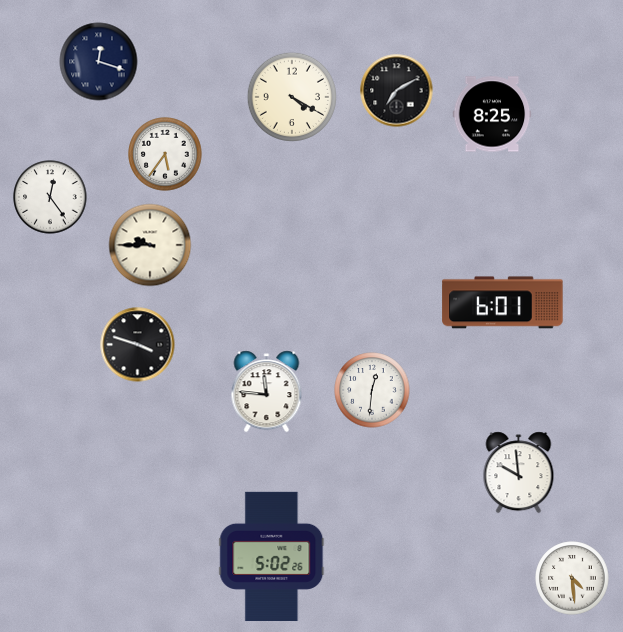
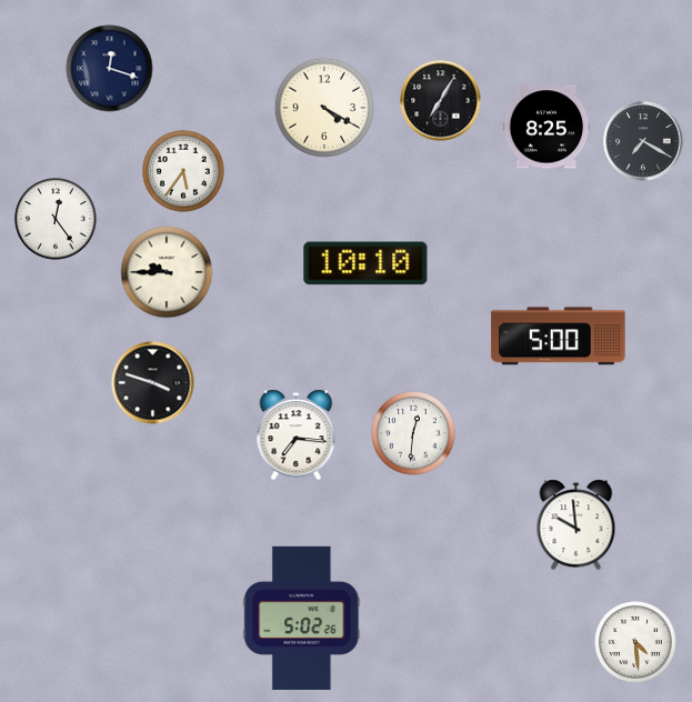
clock at (397, 91): 7:10 -> 7:05
clock at (643, 141): none -> 7:20
clock at (365, 263): none -> 10:10
clock at (503, 303): 6:01 -> 5:00
clock at (267, 392): 11:46 -> 7:16
